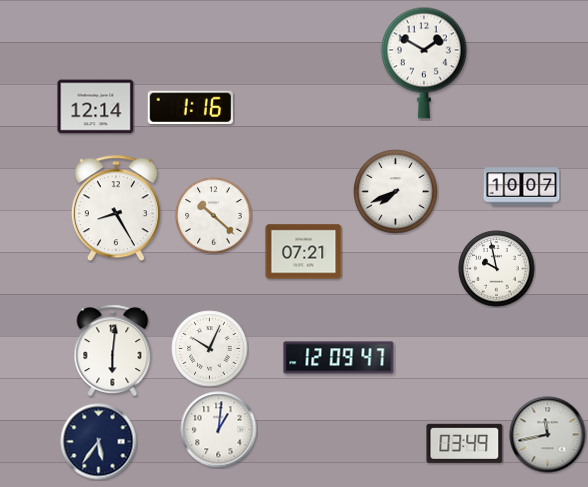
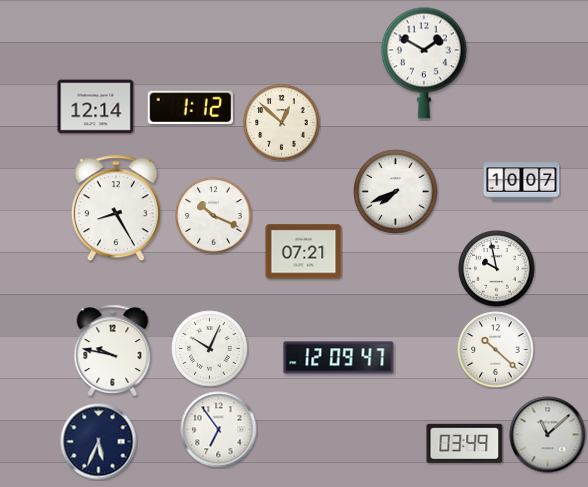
clock at (190, 108): 1:16 -> 1:12
clock at (282, 123): none -> 12:52
clock at (522, 187) position: (522, 187) -> (522, 182)
clock at (214, 216): 10:22 -> 10:19
clock at (496, 350): none -> 10:22
clock at (113, 351): 6:01 -> 9:47
clock at (219, 430): 1:01 -> 6:54
clock at (548, 435): 11:43 -> 11:08
clock at (99, 442): 5:36 -> 5:34
